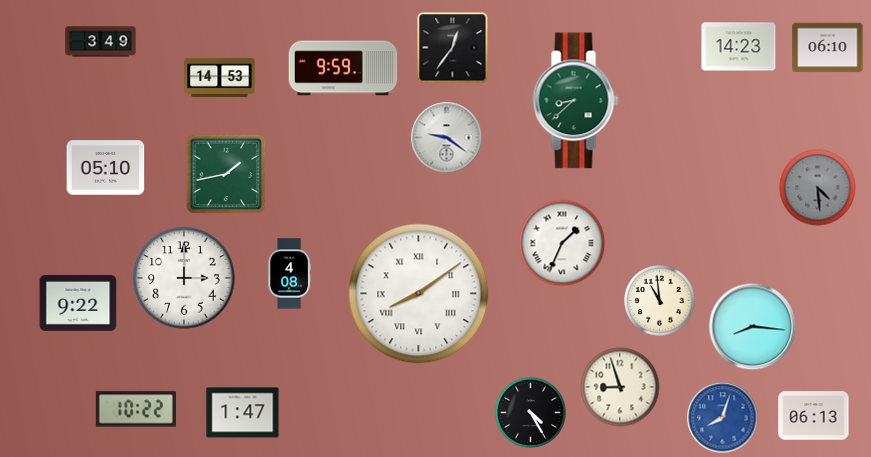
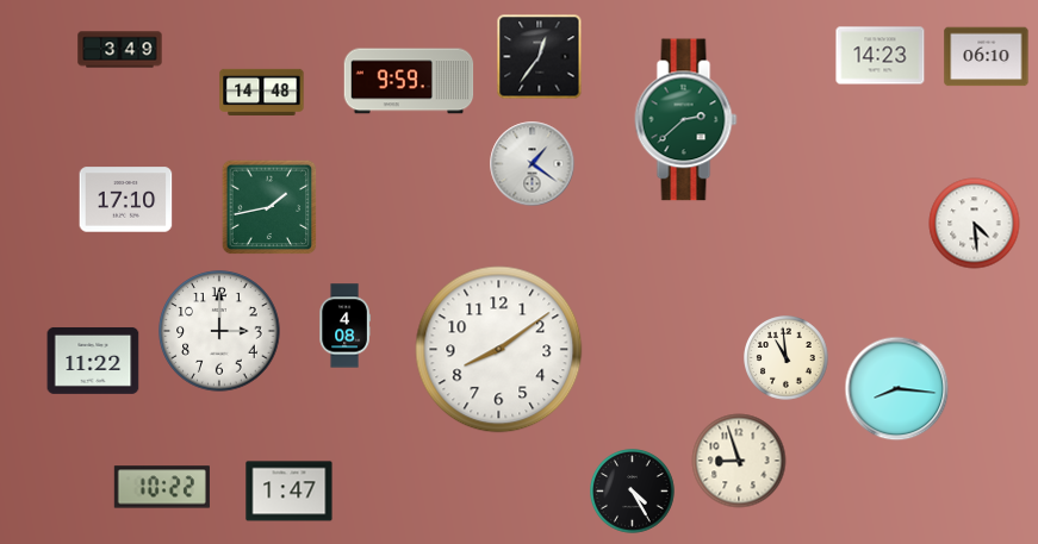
clock at (220, 77): 14:53 -> 14:48
clock at (576, 101): 8:38 -> 2:38
clock at (447, 138): 9:21 -> 1:21
clock at (106, 168): 05:10 -> 17:10
clock at (818, 188) dial: grey -> white
clock at (562, 243): 1:34 -> none
clock at (419, 294) numerals: Roman -> Arabic
clock at (78, 303): 9:22 -> 11:22
clock at (814, 416): 06:13 -> none
clock at (723, 418): 8:03 -> none
